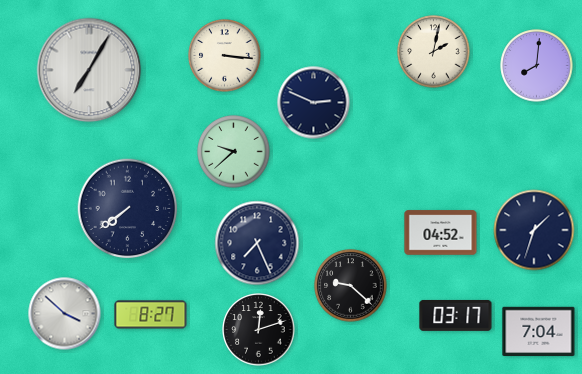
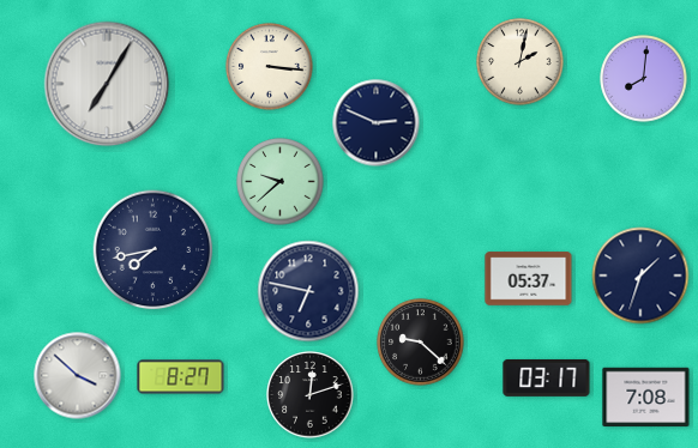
clock at (128, 209): 7:39 -> 7:43
clock at (441, 233): 04:52 -> 05:37
clock at (257, 243): 7:26 -> 6:47
clock at (539, 332): 7:04 -> 7:08
